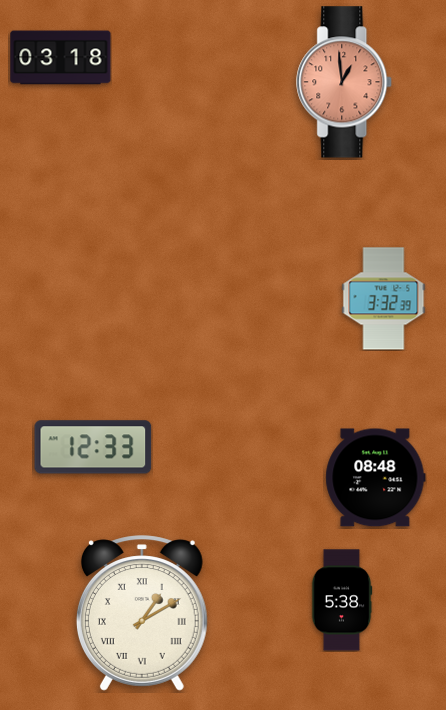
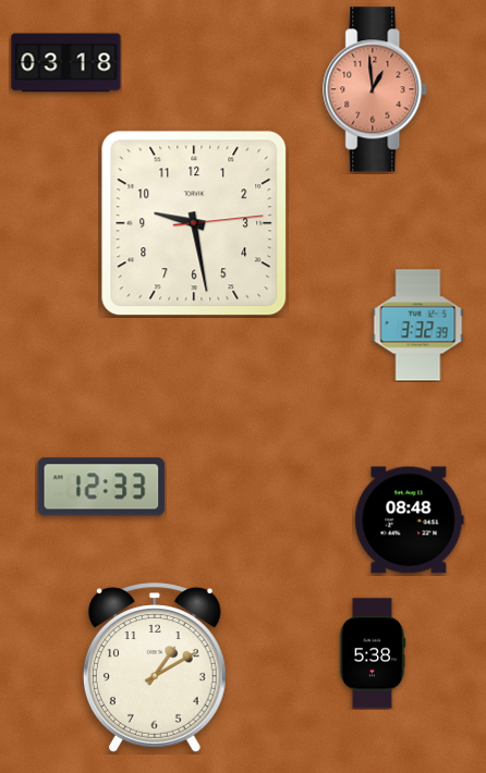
clock at (194, 223): none -> 9:28
clock at (142, 613) numerals: Roman -> Arabic
